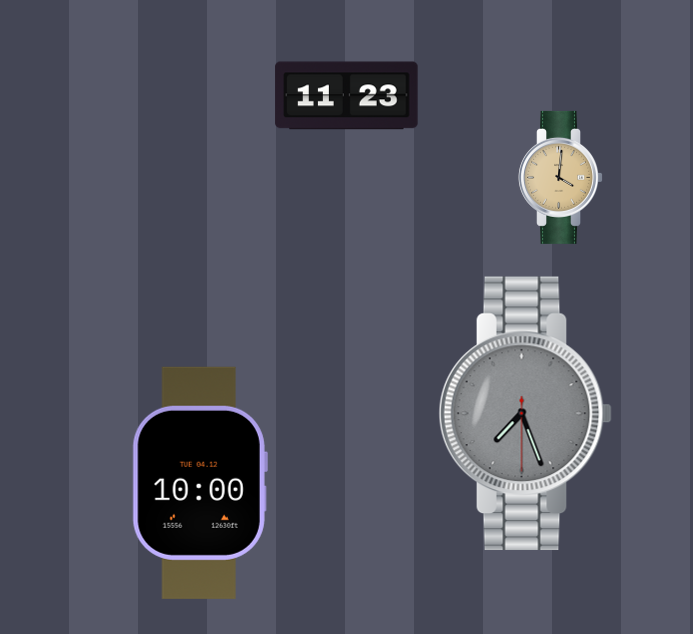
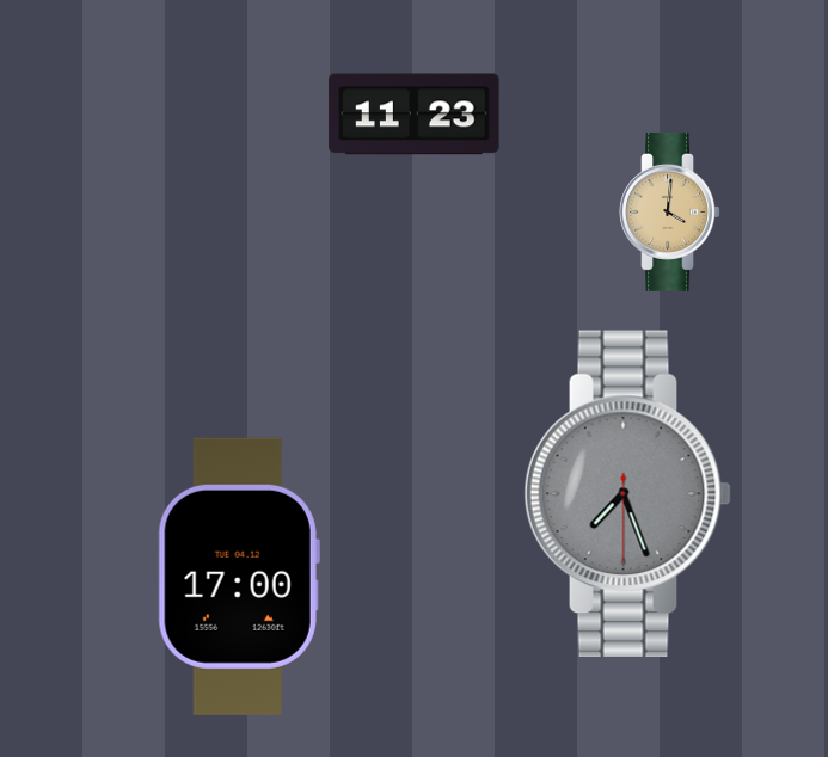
clock at (200, 483): 10:00 -> 17:00
